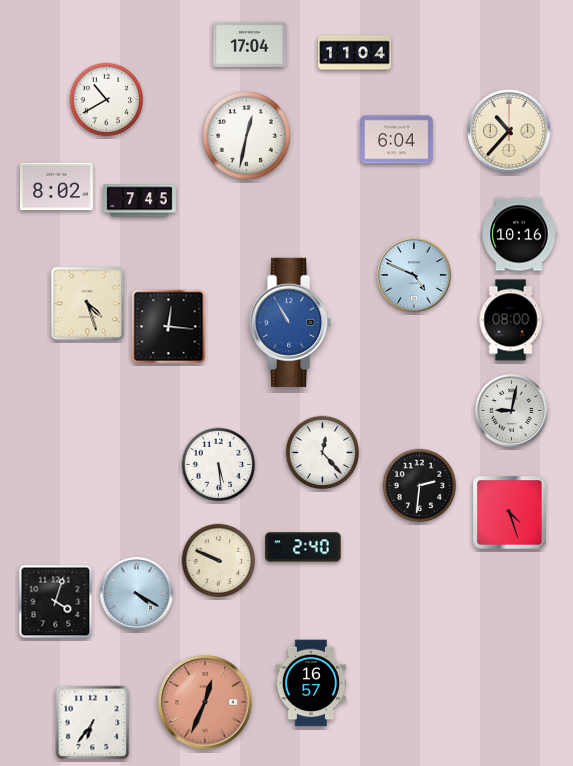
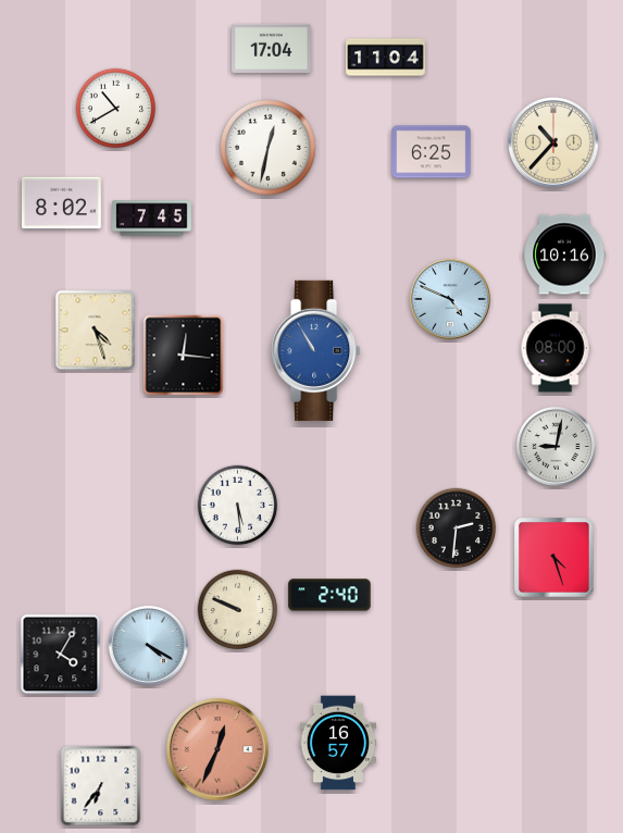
clock at (397, 140): 6:04 -> 6:25
clock at (323, 453): 12:23 -> none
clock at (56, 602): 4:03 -> 4:05
clock at (205, 702) position: (205, 702) -> (217, 749)
